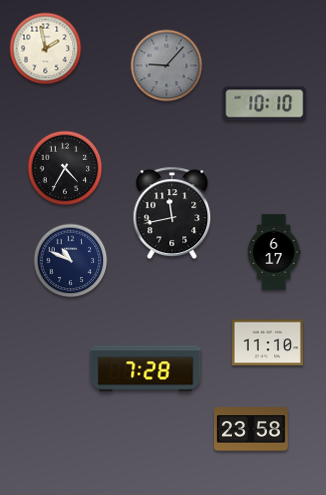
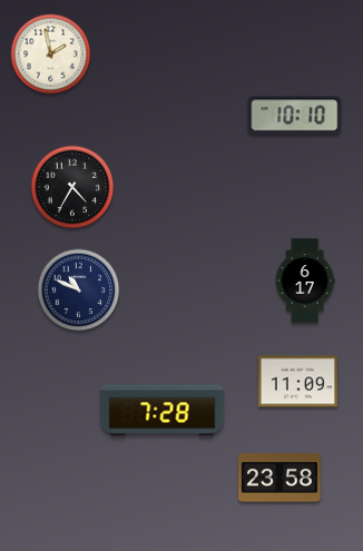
clock at (167, 66): 9:07 -> none
clock at (172, 213): 11:43 -> none
clock at (267, 343): 11:10 -> 11:09
